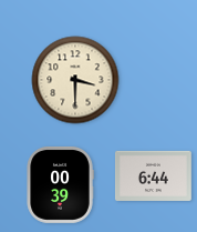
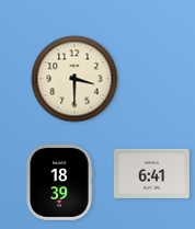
clock at (153, 175): 6:44 -> 6:41
clock at (60, 184): 00:39 -> 18:39
